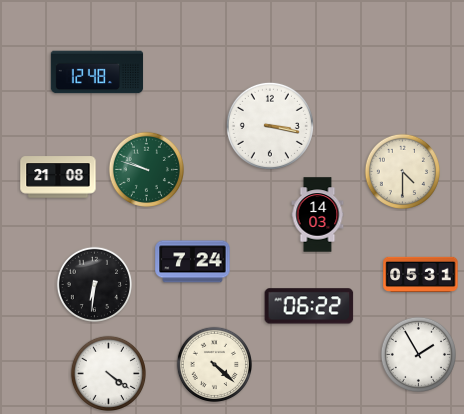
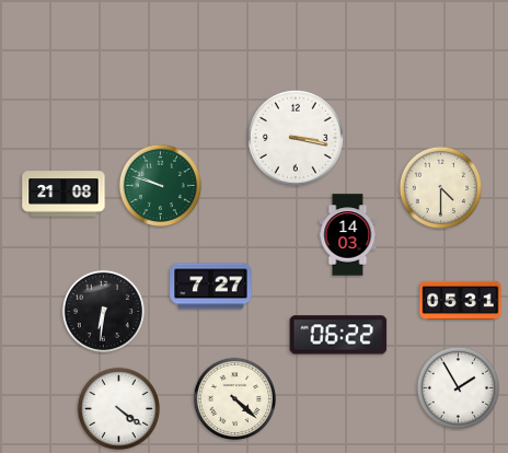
clock at (97, 72): 12:48 -> none
clock at (193, 262): 7:24 -> 7:27
